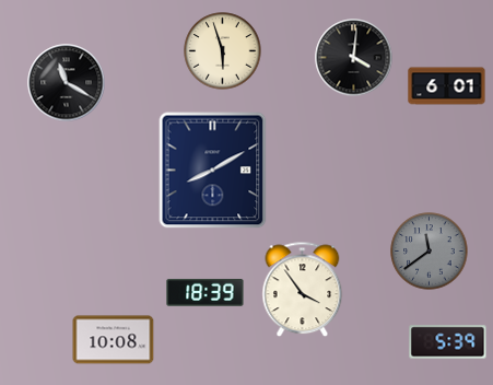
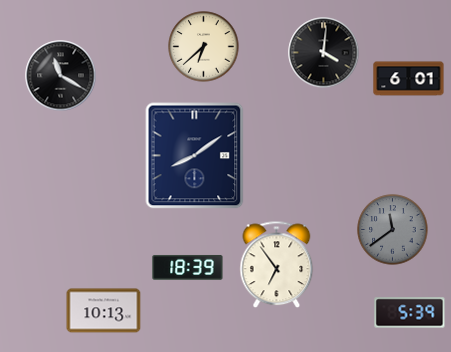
clock at (223, 51): 5:57 -> 6:38
clock at (213, 171): 8:10 -> 8:09
clock at (303, 290): 3:54 -> 6:54
clock at (114, 340): 10:08 -> 10:13
